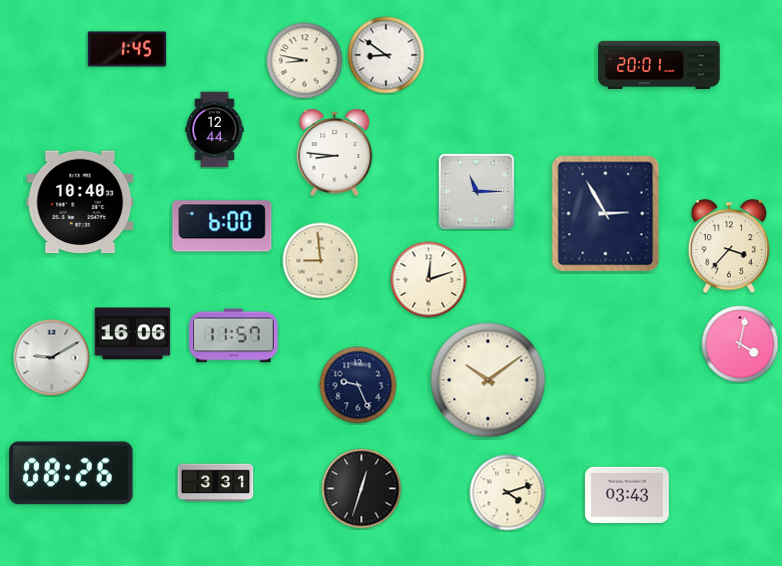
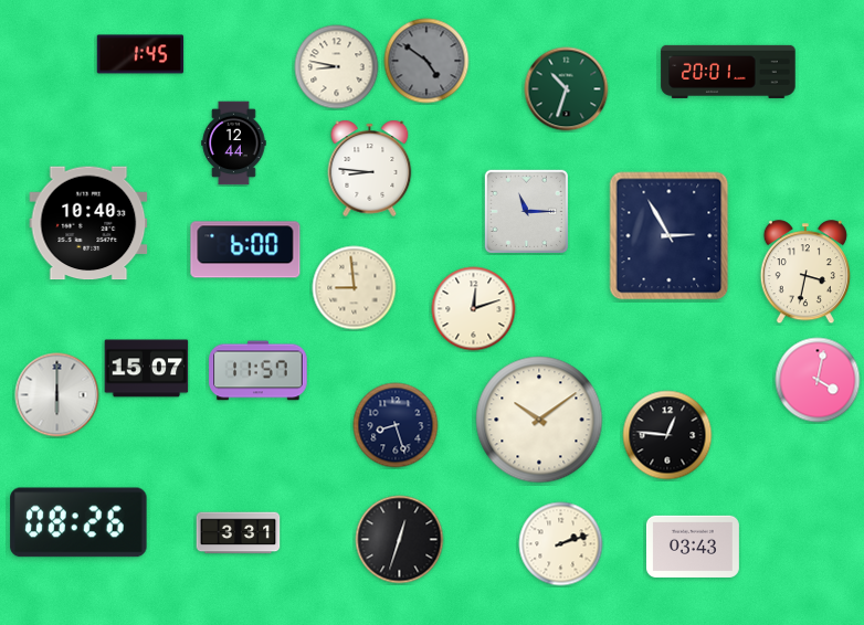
clock at (386, 55): 8:51 -> 4:51
clock at (386, 55) dial: white -> grey
clock at (567, 89): none -> 10:33
clock at (215, 130) position: (215, 130) -> (234, 144)
clock at (729, 247): 3:37 -> 3:32
clock at (133, 334): 16:06 -> 15:07
clock at (52, 358): 9:10 -> 6:00
clock at (358, 385): 9:26 -> 8:27
clock at (667, 435): none -> 12:46
clock at (508, 493): 4:12 -> 2:12
